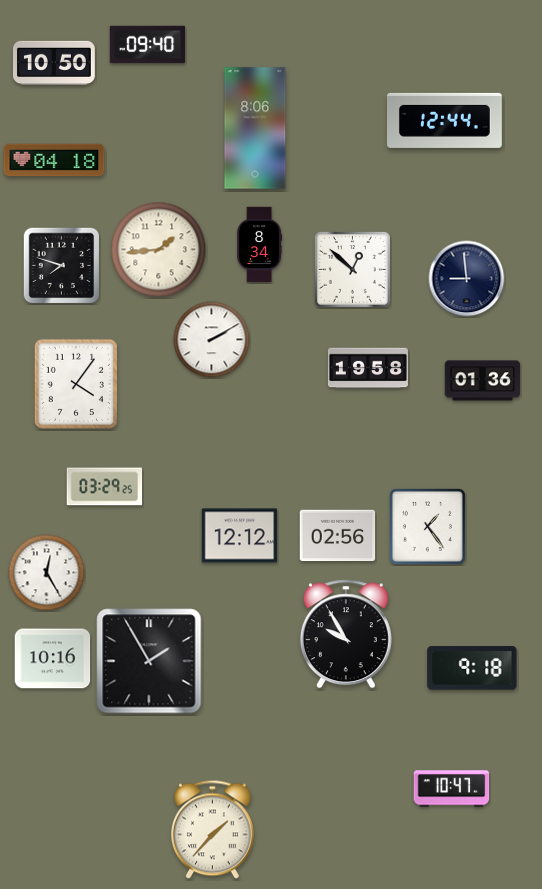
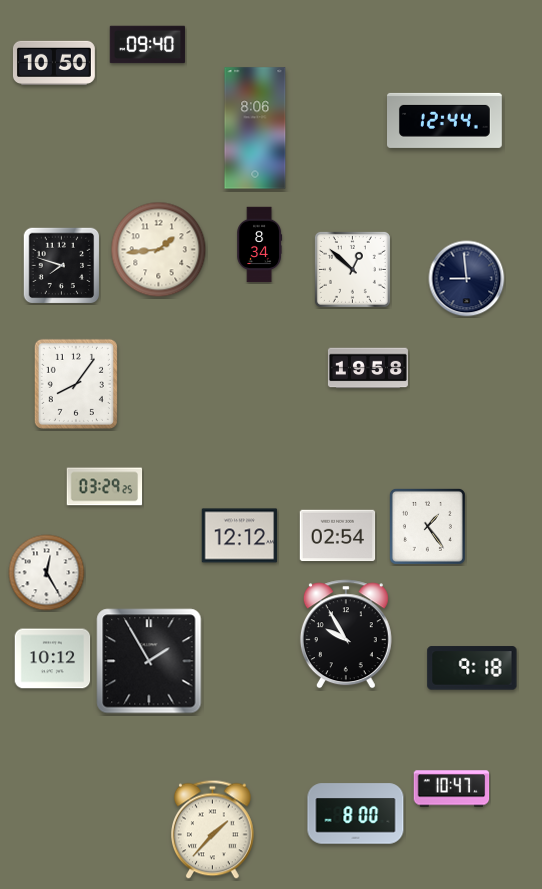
clock at (54, 160): 04:18 -> none
clock at (212, 340): 2:10 -> none
clock at (483, 381): 01:36 -> none
clock at (76, 384): 4:06 -> 8:06
clock at (338, 536): 02:56 -> 02:54
clock at (53, 659): 10:16 -> 10:12
clock at (356, 814): none -> 8:00
